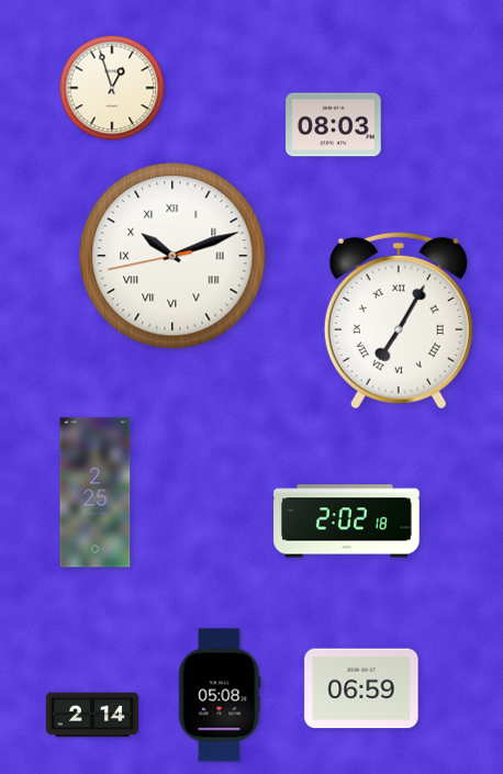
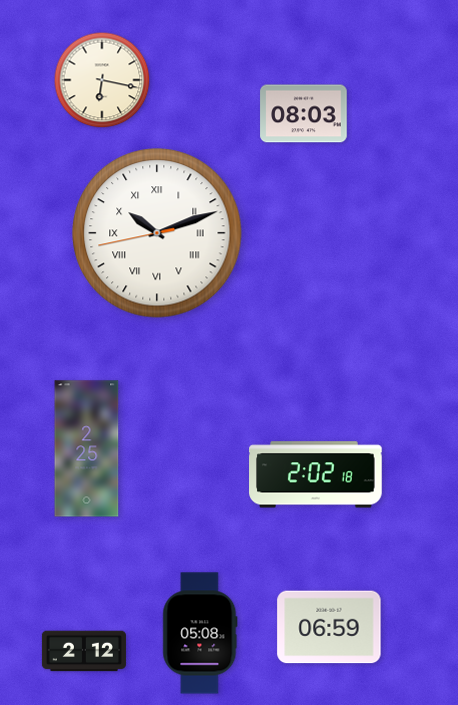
clock at (112, 88): 12:57 -> 6:17
clock at (399, 321): 7:05 -> none
clock at (92, 715): 2:14 -> 2:12
